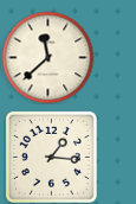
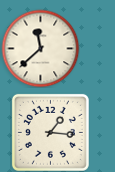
clock at (51, 157) position: (51, 157) -> (50, 132)
